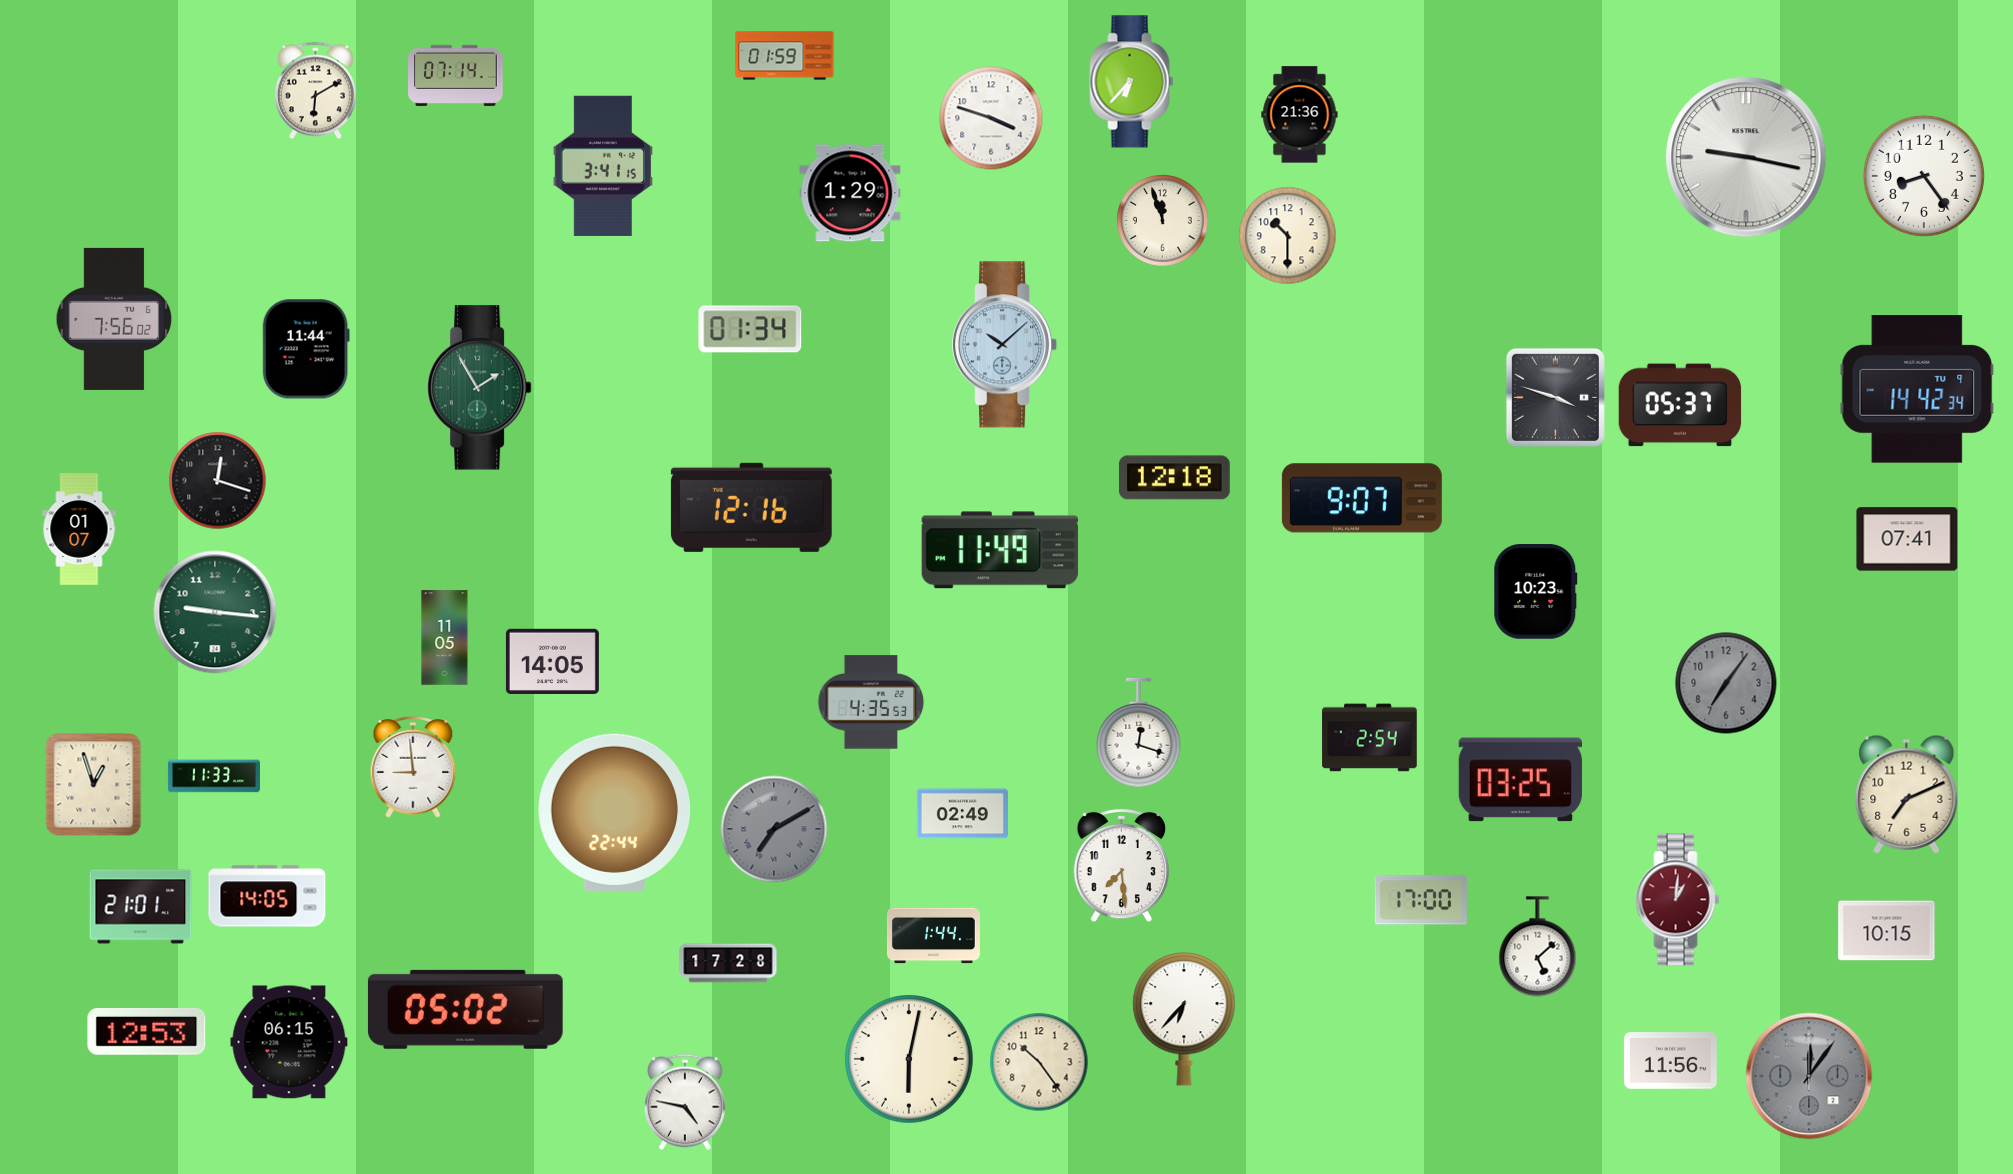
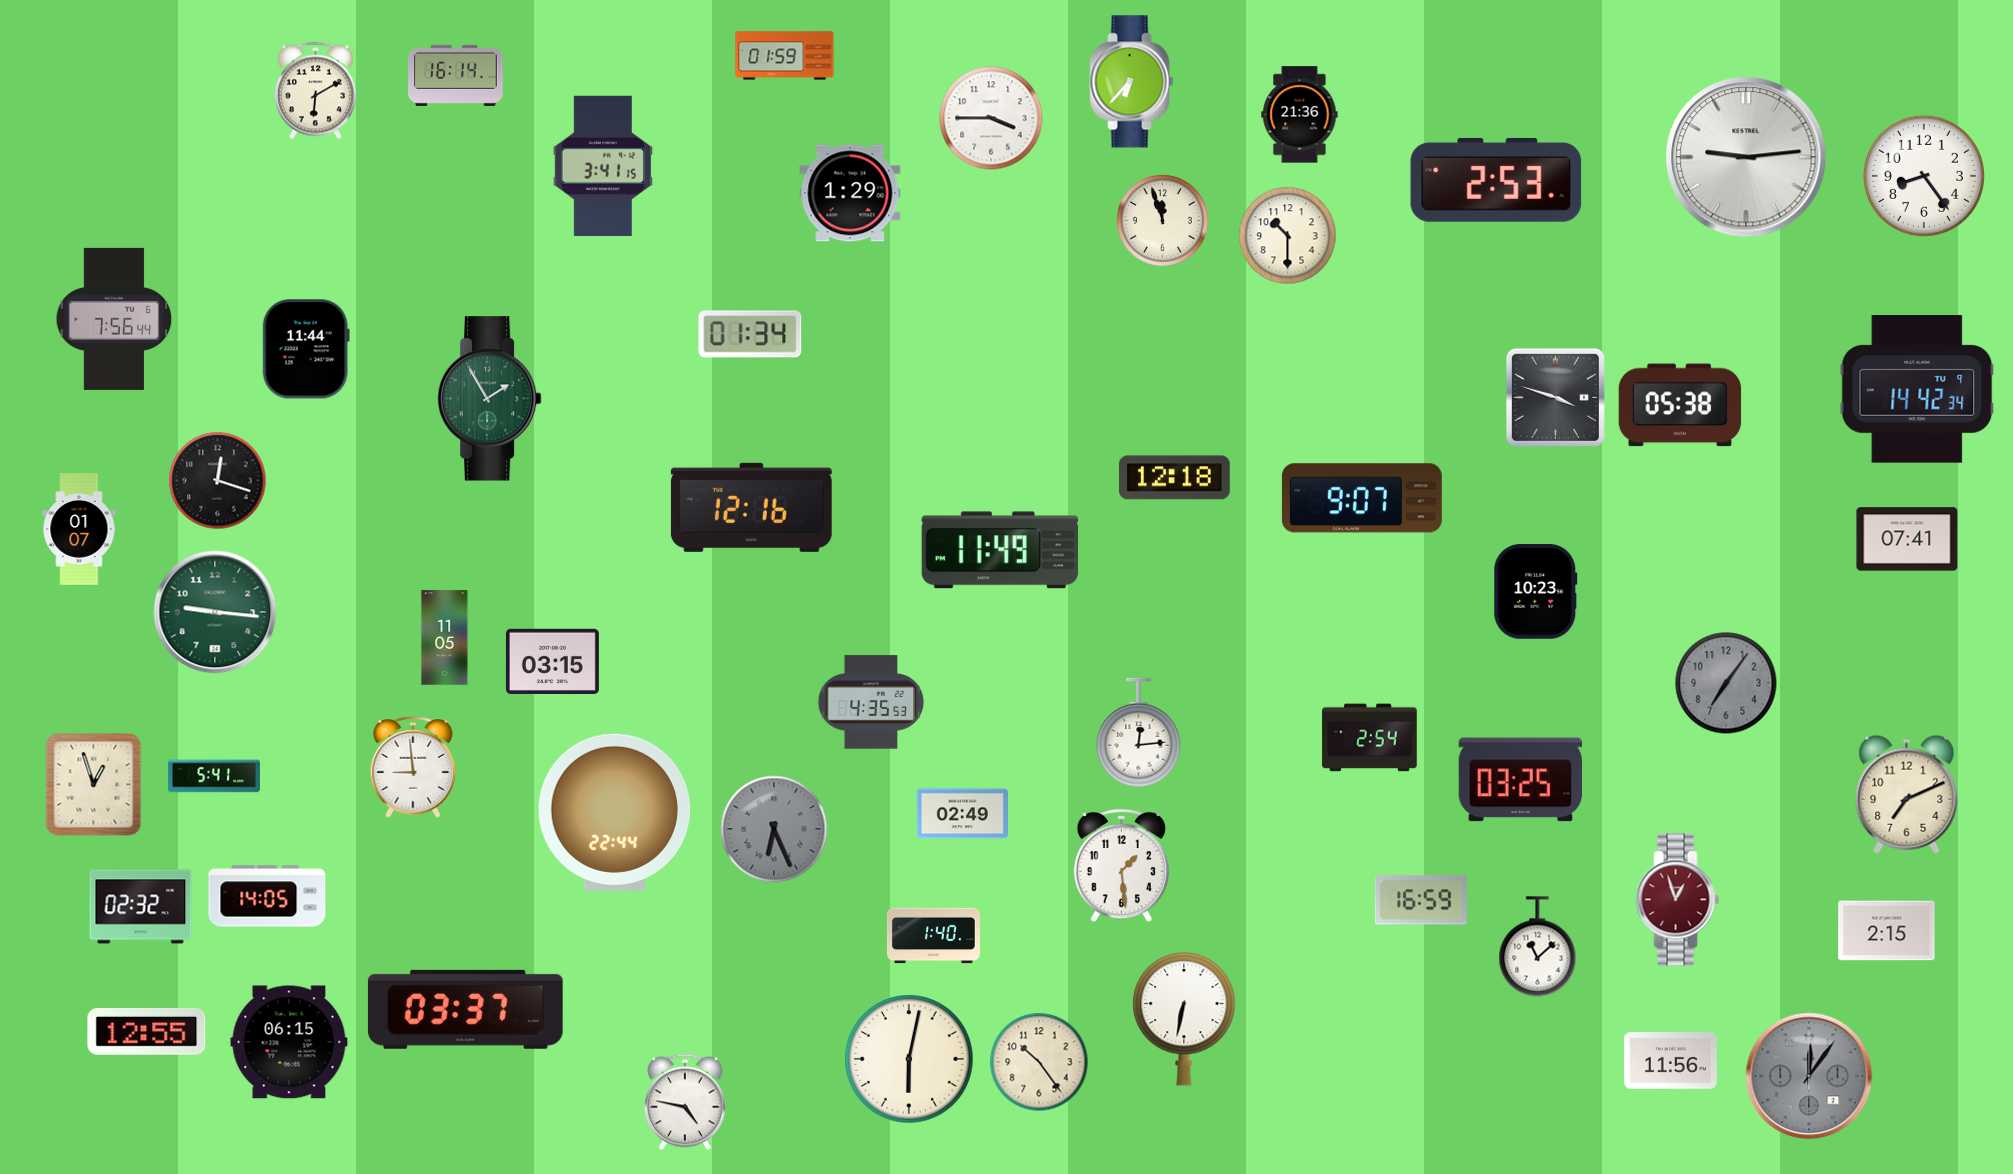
clock at (456, 75): 07:14 -> 16:14
clock at (991, 118): 3:48 -> 3:45
clock at (1746, 157): 9:17 -> 9:14
clock at (1496, 180): none -> 2:53
clock at (114, 319): 7:56:02 -> 7:56:44
clock at (750, 329) position: (750, 329) -> (750, 334)
clock at (1005, 345): 10:08 -> none
clock at (479, 388) position: (479, 388) -> (489, 399)
clock at (1680, 405): 05:37 -> 05:38
clock at (552, 661): 14:05 -> 03:15
clock at (1139, 733): 12:18 -> 12:14
clock at (214, 776): 11:33 -> 5:41
clock at (774, 829): 7:10 -> 6:26
clock at (1121, 866): 7:29 -> 1:29
clock at (1421, 900): 17:00 -> 16:59
clock at (1678, 900): 1:01 -> 12:57
clock at (141, 907): 21:01 -> 02:32
clock at (1887, 931): 10:15 -> 2:15
clock at (933, 936): 1:44 -> 1:40
clock at (1538, 947): 5:08 -> 11:08
clock at (728, 963): 17:28 -> none
clock at (465, 1009): 05:02 -> 03:37
clock at (1184, 1019): 6:37 -> 6:32
clock at (147, 1032): 12:53 -> 12:55
